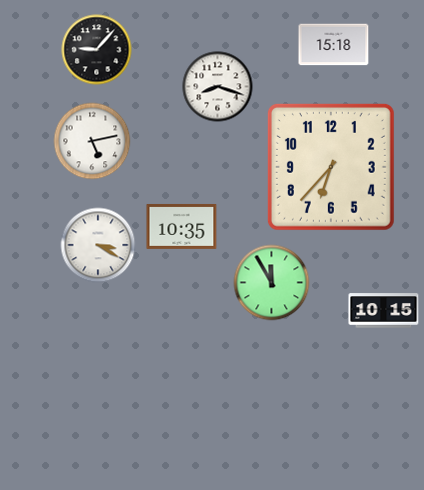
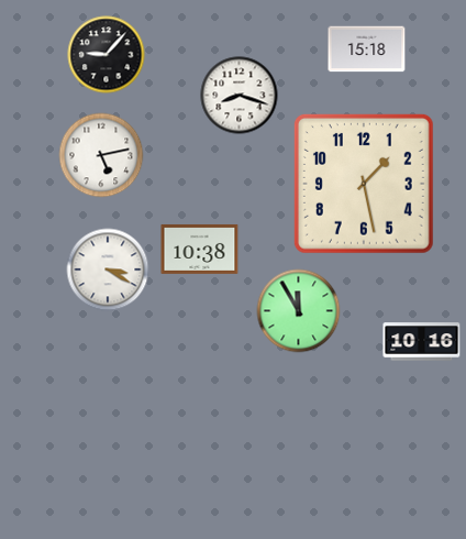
clock at (331, 167): 6:37 -> 1:28
clock at (182, 226): 10:35 -> 10:38
clock at (384, 311): 10:15 -> 10:16
